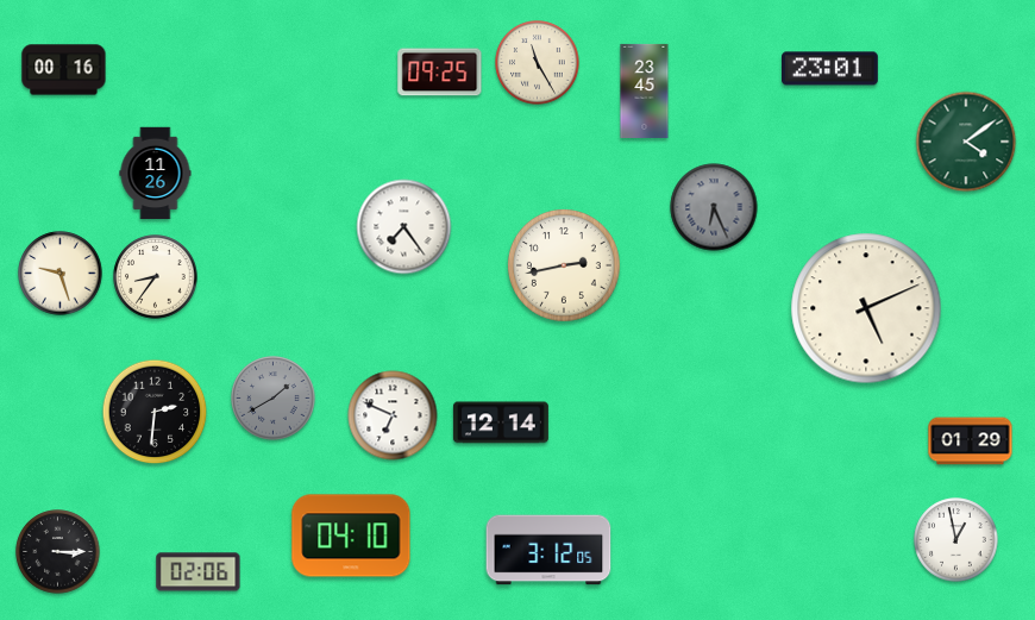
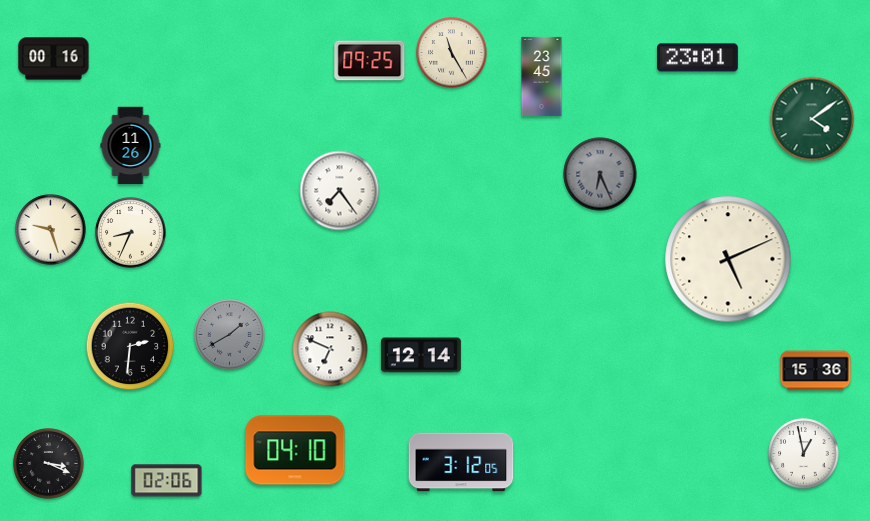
clock at (565, 267): 2:43 -> none
clock at (156, 277): 8:36 -> 8:34
clock at (971, 441): 01:29 -> 15:36
clock at (58, 552): 3:15 -> 3:19
